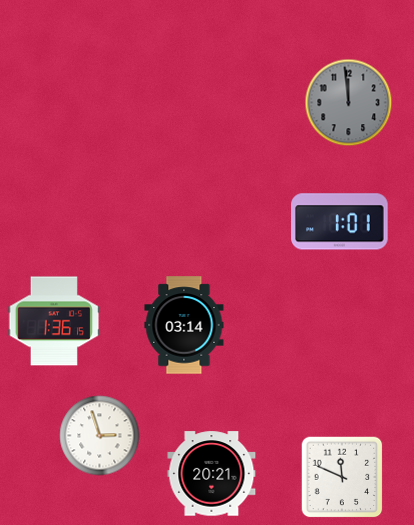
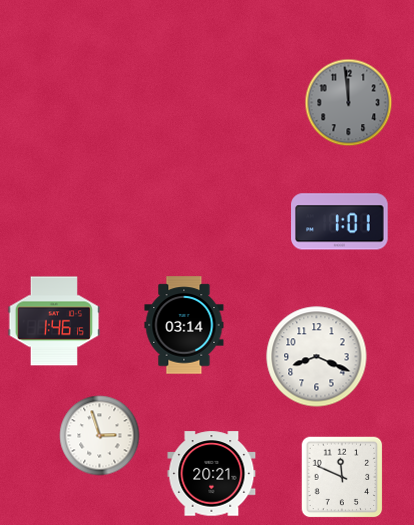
clock at (54, 321): 1:36 -> 1:46
clock at (317, 357): none -> 8:19
